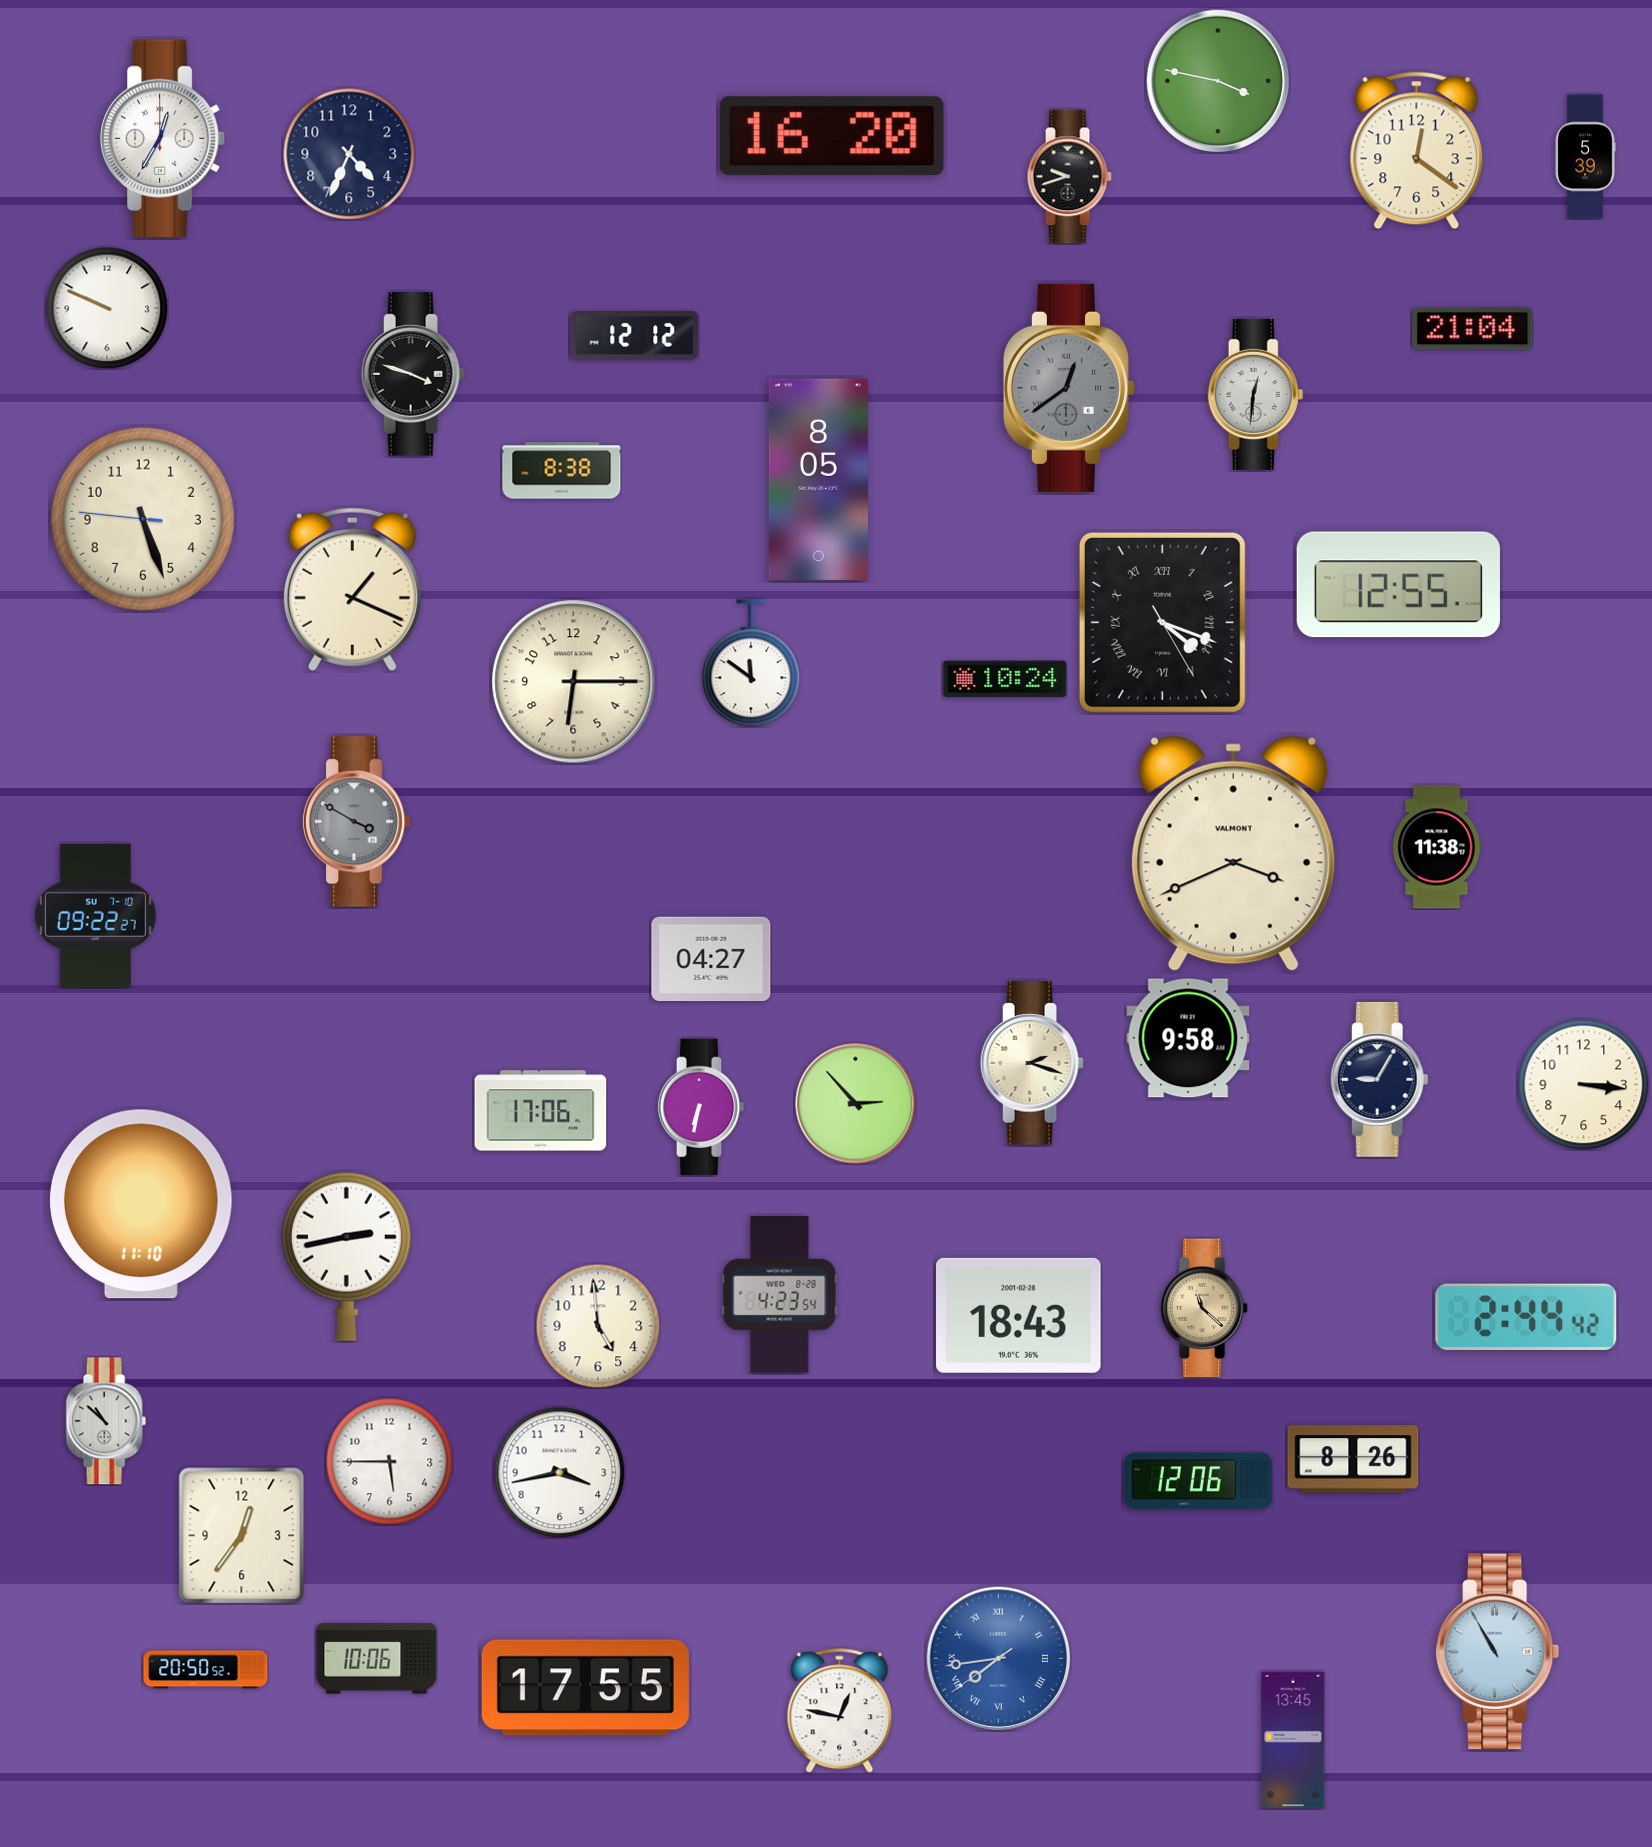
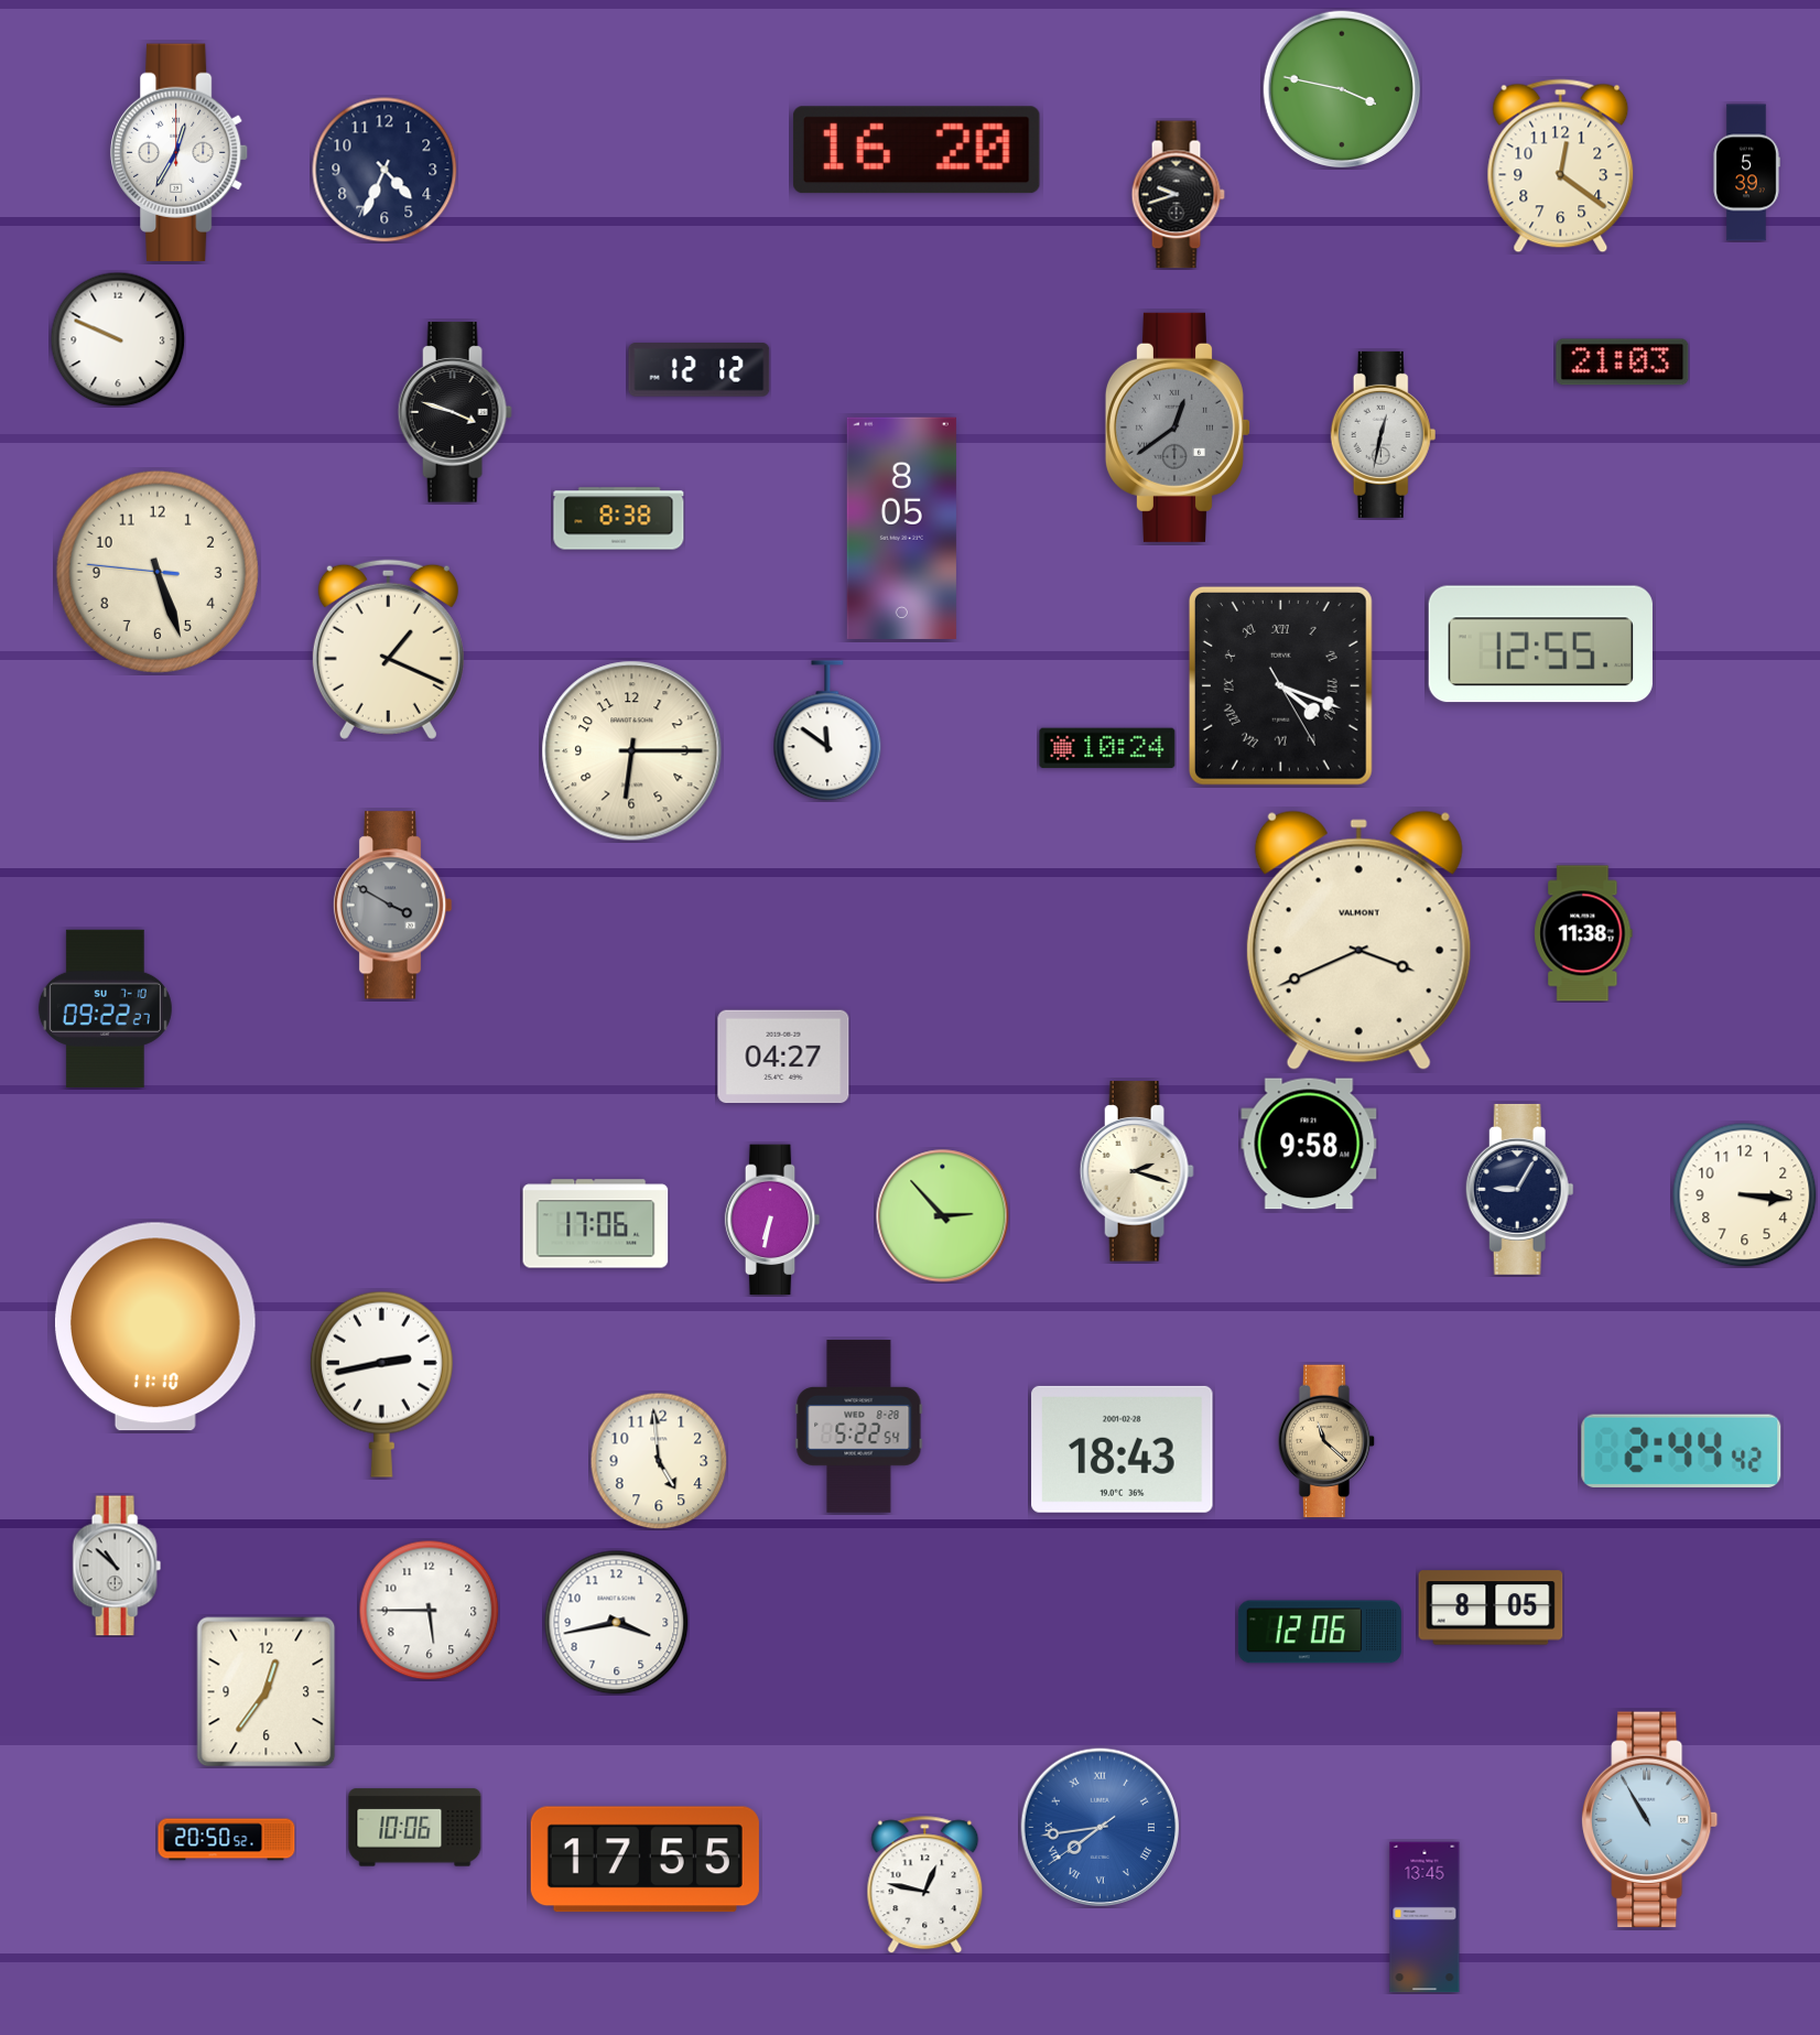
clock at (1473, 329): 21:04 -> 21:03
clock at (1256, 394): 12:31 -> 12:32
clock at (780, 1295): 4:23 -> 5:22
clock at (1353, 1459): 8:26 -> 8:05
